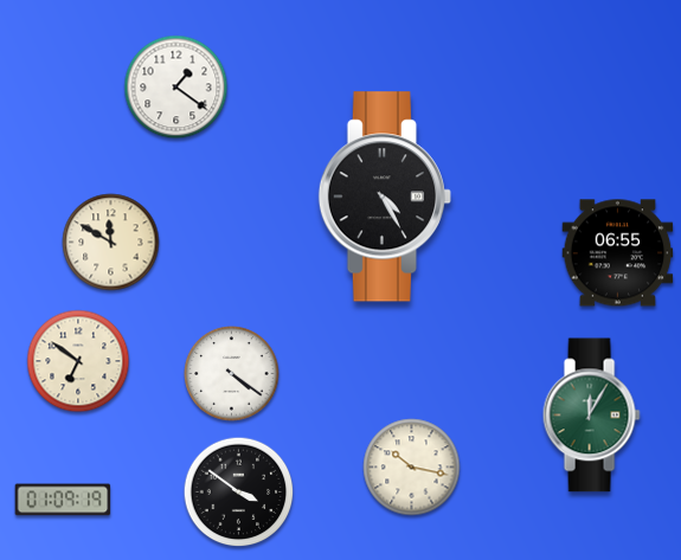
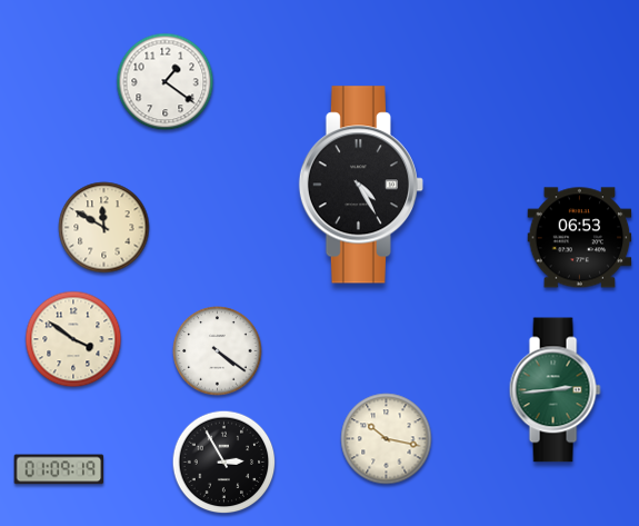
clock at (618, 253): 06:55 -> 06:53
clock at (78, 361): 6:51 -> 3:51
clock at (591, 416): 12:05 -> 2:44
clock at (239, 493): 3:51 -> 2:55
